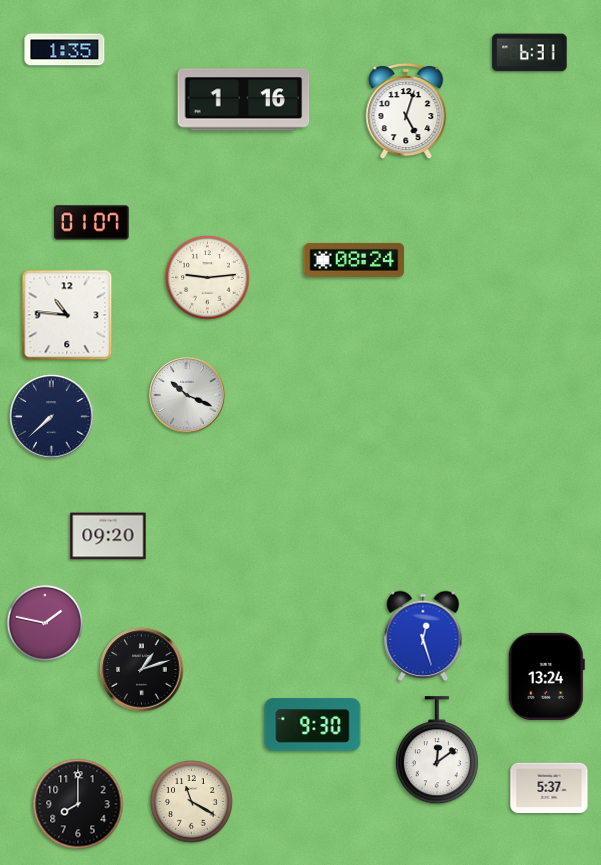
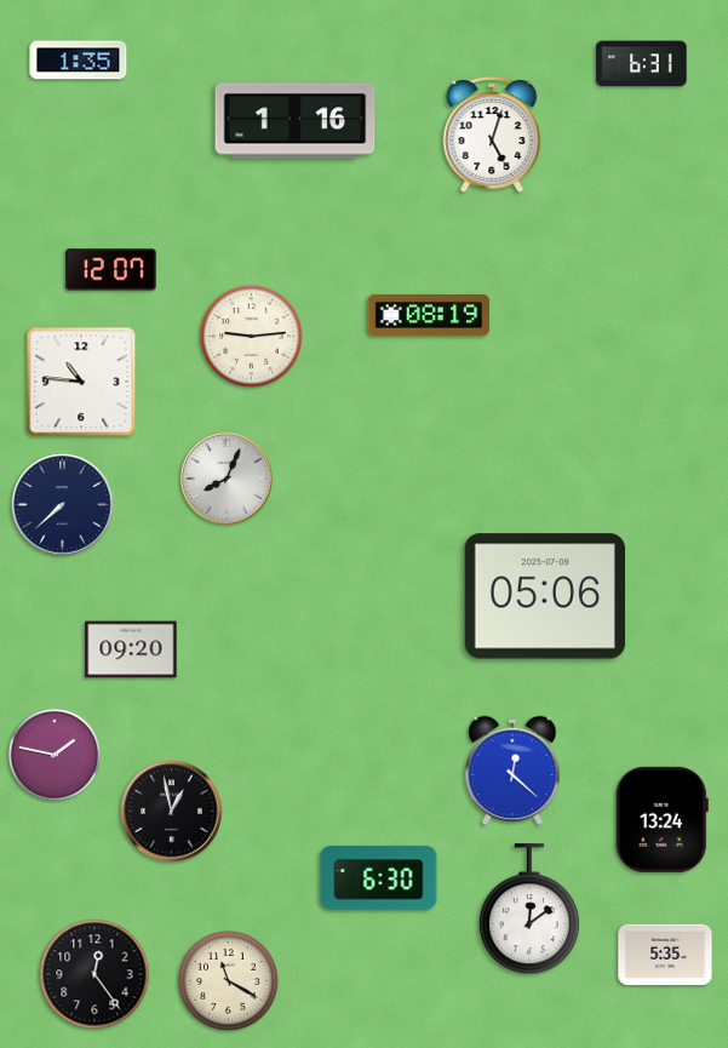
clock at (92, 223): 01:07 -> 12:07
clock at (354, 260): 08:24 -> 08:19
clock at (187, 395): 10:19 -> 8:04
clock at (544, 596): none -> 05:06
clock at (423, 636): 12:27 -> 12:22
clock at (142, 670): 1:12 -> 12:58
clock at (313, 725): 9:30 -> 6:30
clock at (549, 788): 5:37 -> 5:35
clock at (192, 802) position: (192, 802) -> (229, 981)
clock at (78, 804): 8:00 -> 12:24
